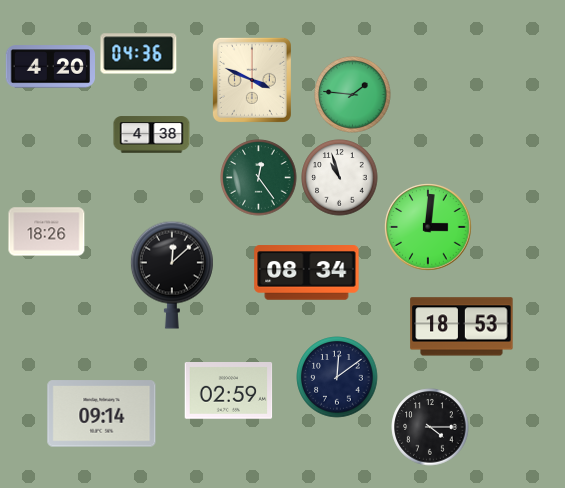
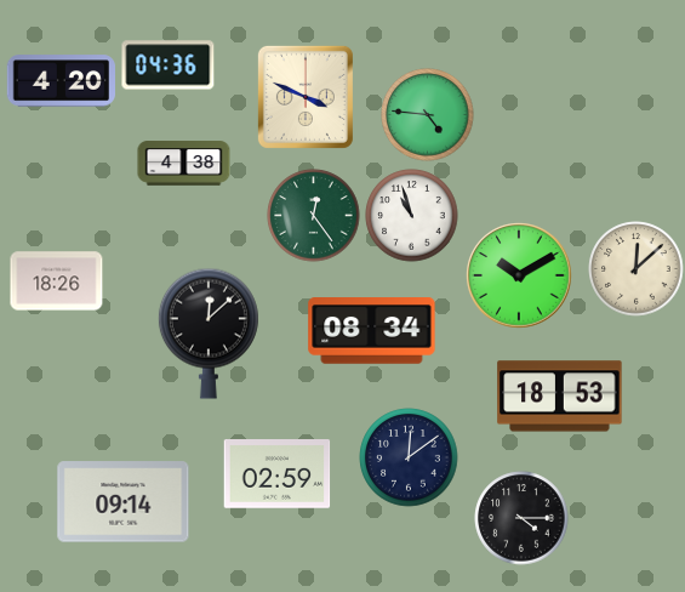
clock at (353, 95): 1:46 -> 4:46
clock at (637, 269): none -> 12:08
clock at (428, 227): 3:01 -> 10:10
